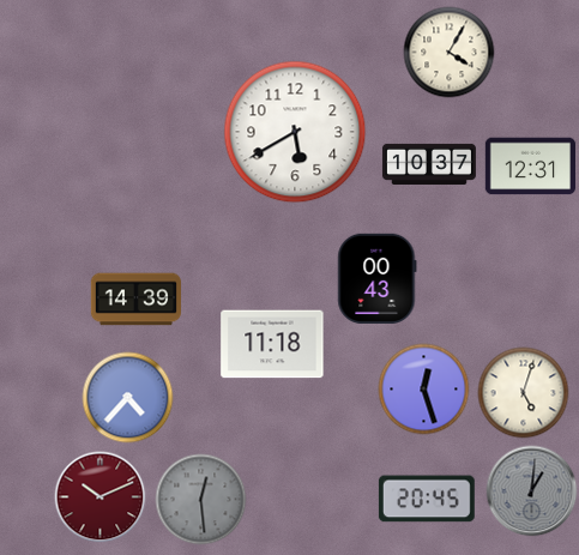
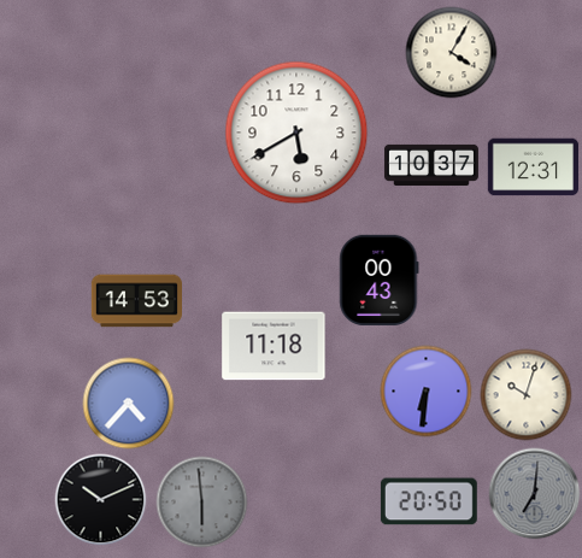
clock at (135, 300): 14:39 -> 14:53
clock at (424, 390): 12:27 -> 6:31
clock at (524, 393): 5:03 -> 10:03
clock at (128, 398) position: (128, 398) -> (129, 404)
clock at (532, 491): 1:01 -> 7:01
clock at (101, 497) dial: burgundy -> black
clock at (427, 499): 20:45 -> 20:50
clock at (201, 500): 12:29 -> 5:59
